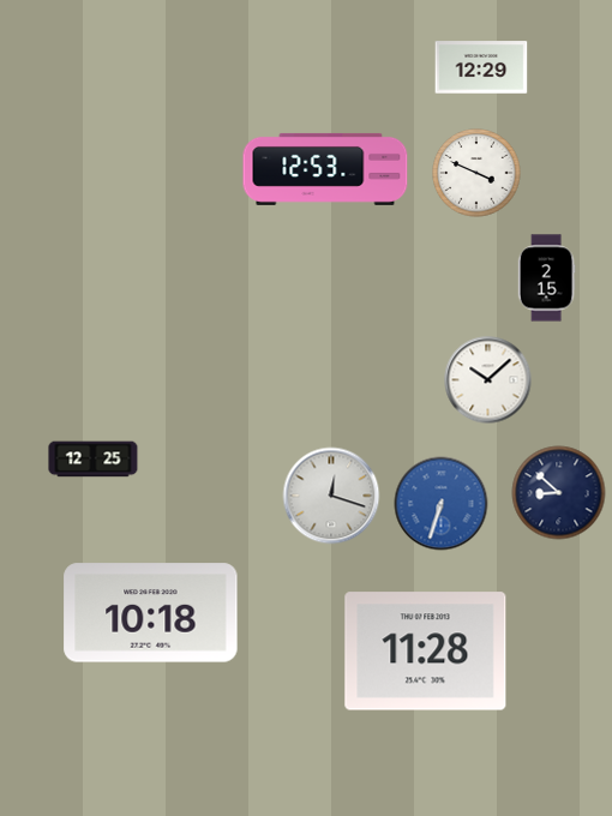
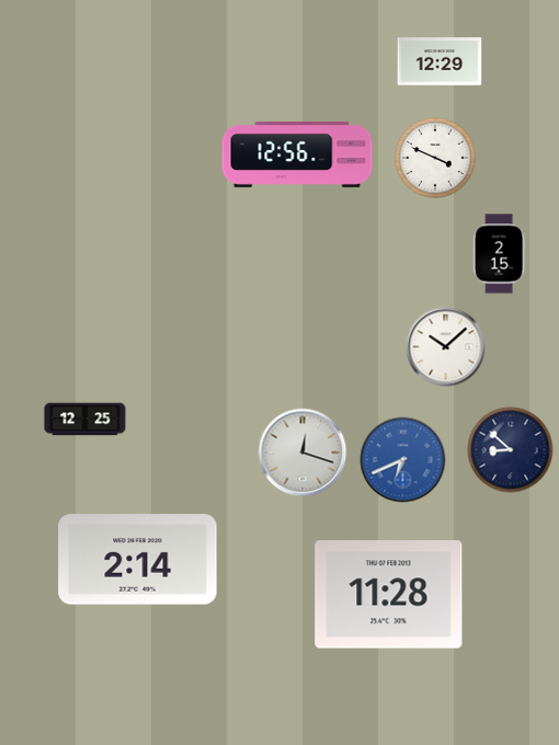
clock at (325, 169): 12:53 -> 12:56
clock at (442, 504): 6:33 -> 6:41
clock at (151, 613): 10:18 -> 2:14
